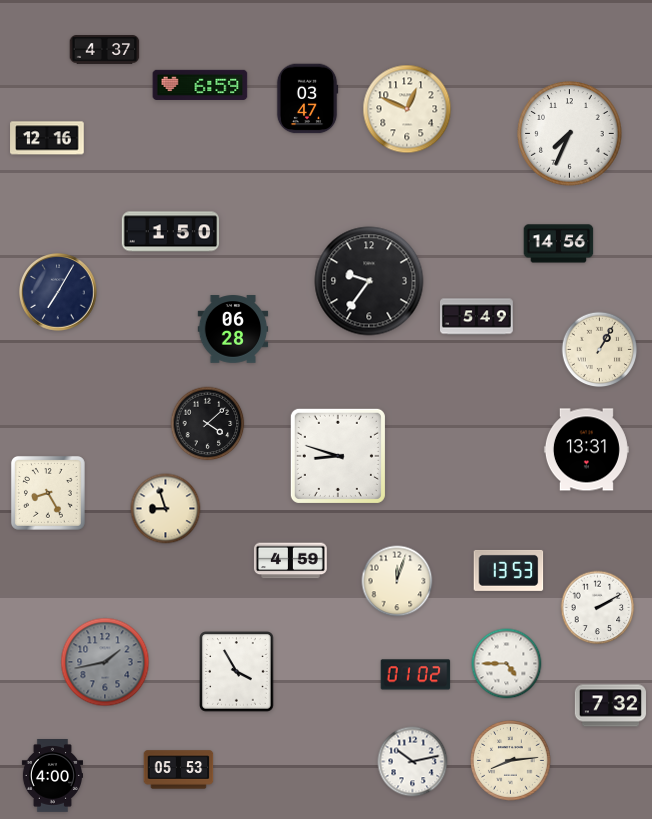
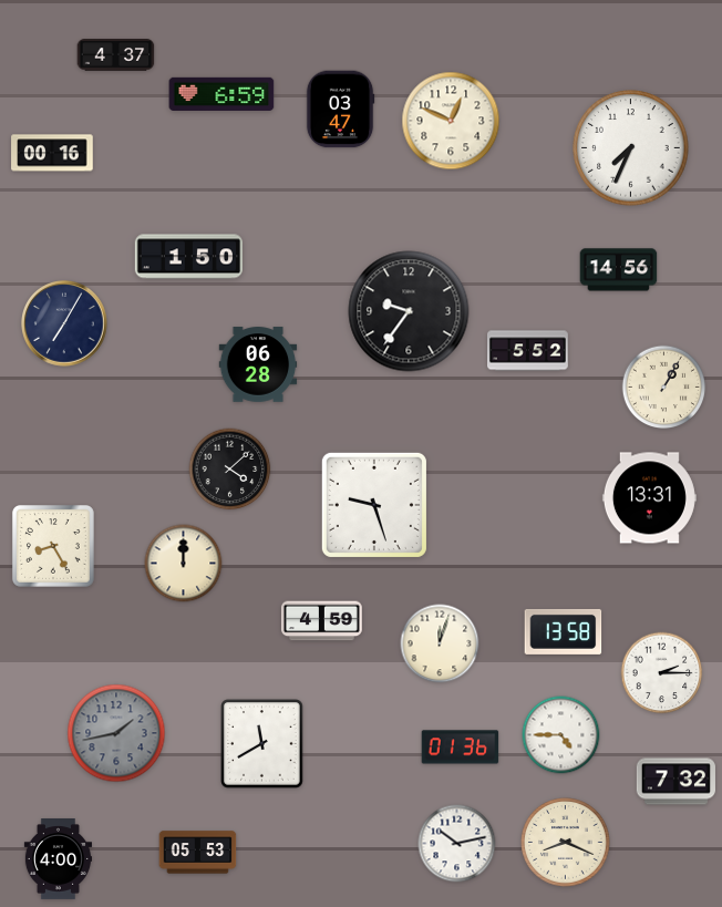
clock at (47, 138): 12:16 -> 00:16
clock at (477, 317): 5:49 -> 5:52
clock at (338, 456): 8:48 -> 9:27
clock at (166, 509): 8:57 -> 12:00
clock at (509, 570): 13:53 -> 13:58
clock at (598, 608): 2:10 -> 2:15
clock at (237, 672): 3:55 -> 11:40
clock at (416, 675): 01:02 -> 01:36
clock at (511, 761): 8:14 -> 8:19
